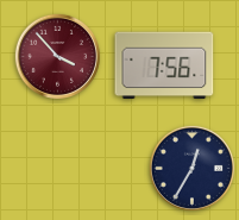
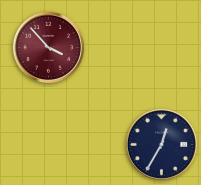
clock at (164, 65): 7:56 -> none
clock at (191, 168) position: (191, 168) -> (161, 144)
